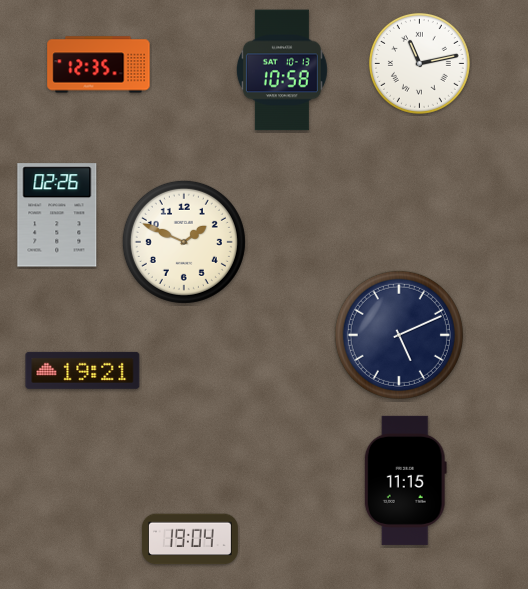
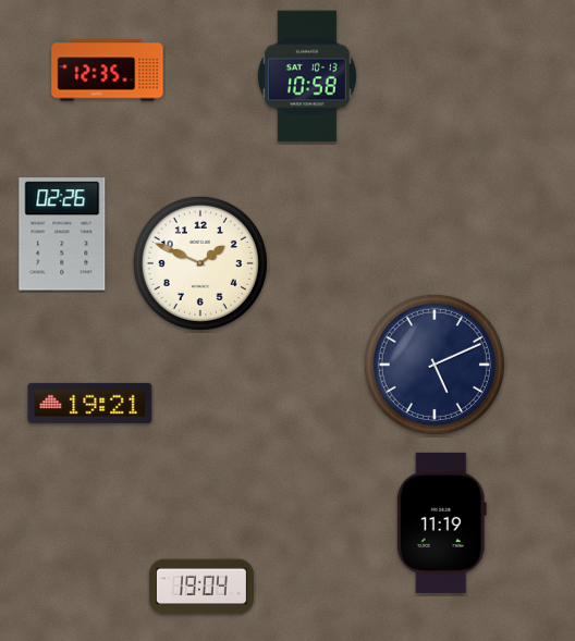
clock at (419, 63): 11:13 -> none
clock at (405, 480): 11:15 -> 11:19
clock at (190, 539) position: (190, 539) -> (201, 587)
